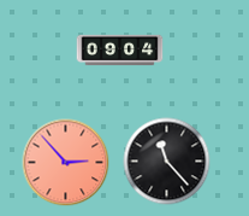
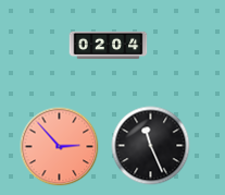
clock at (120, 51): 09:04 -> 02:04
clock at (167, 162): 11:23 -> 11:26
